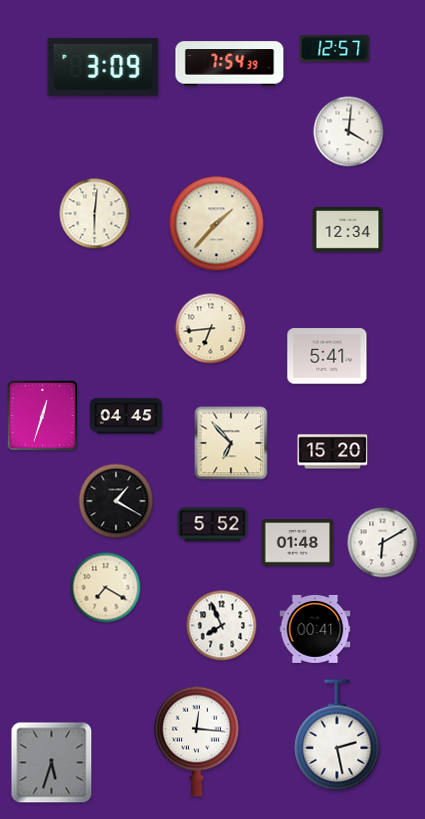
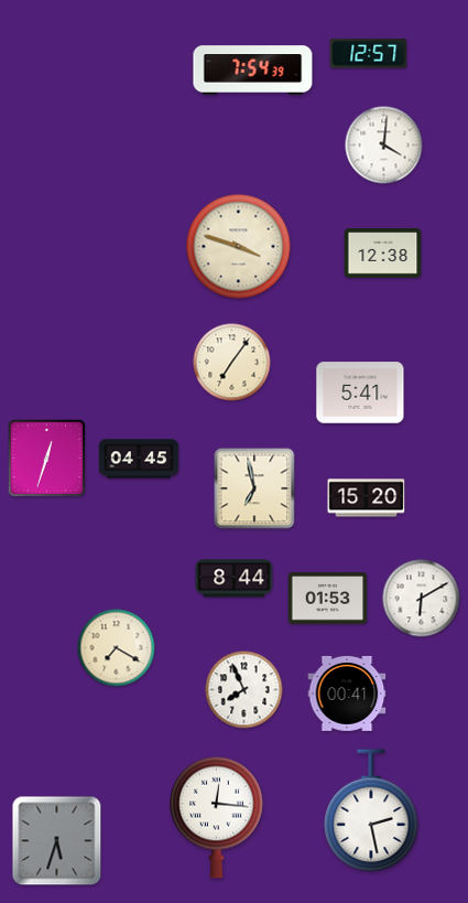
clock at (103, 67): 3:09 -> none
clock at (95, 214): 6:01 -> none
clock at (217, 224): 1:37 -> 3:48
clock at (348, 230): 12:34 -> 12:38
clock at (211, 329): 6:44 -> 7:06
clock at (231, 443): 6:53 -> 6:58
clock at (116, 501): 1:20 -> none
clock at (213, 525): 5:52 -> 8:44
clock at (298, 543): 01:48 -> 01:53
